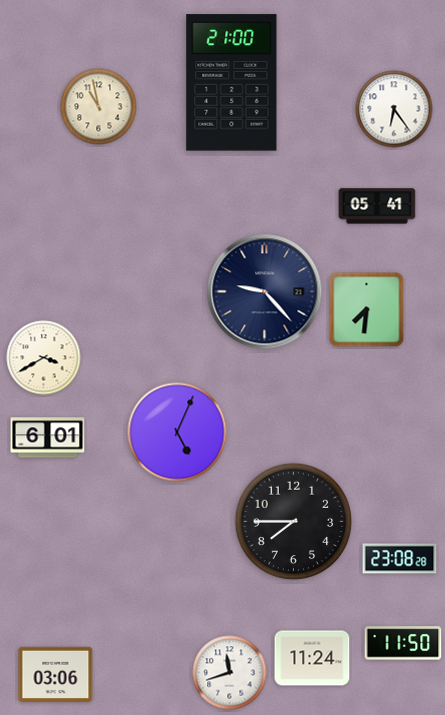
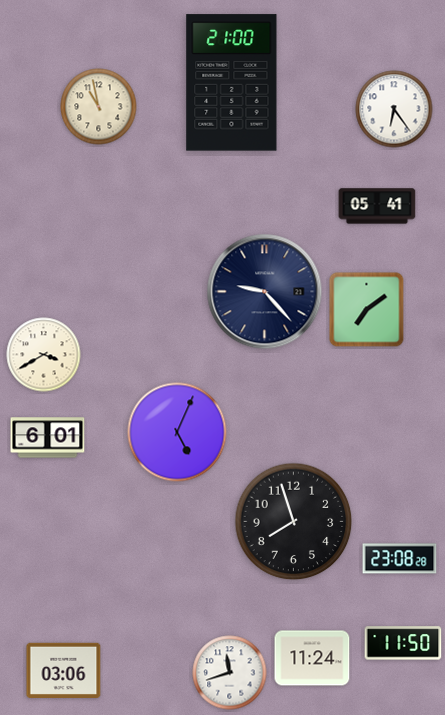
clock at (367, 310): 7:31 -> 7:09
clock at (44, 358) position: (44, 358) -> (44, 355)
clock at (294, 522): 7:45 -> 7:57
clock at (56, 674) position: (56, 674) -> (64, 670)
